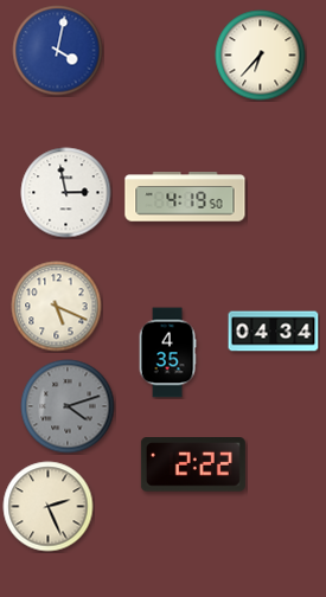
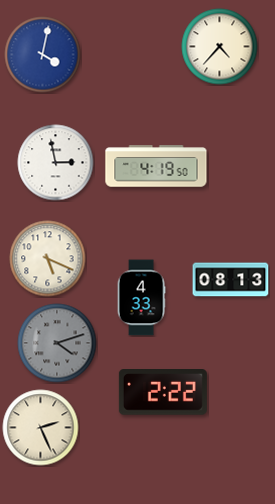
clock at (58, 51) position: (58, 51) -> (43, 55)
clock at (261, 56): 6:37 -> 4:37
clock at (274, 332): 04:34 -> 08:13
clock at (167, 353): 4:35 -> 4:33
